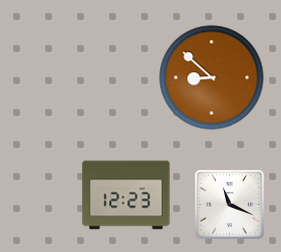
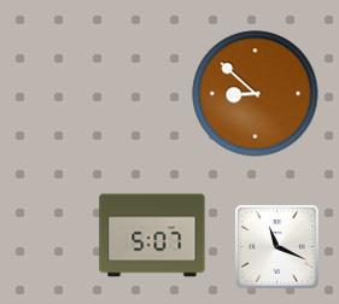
clock at (126, 195): 12:23 -> 5:07
